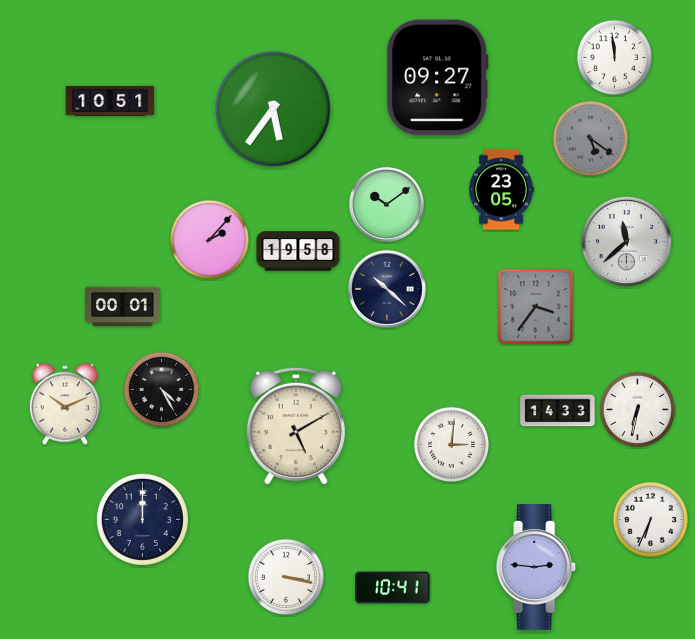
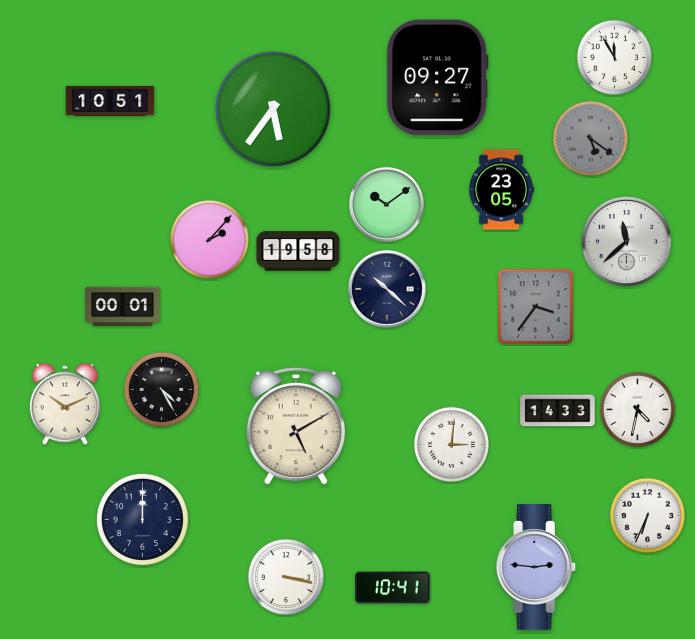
clock at (614, 57): 11:59 -> 11:55
clock at (637, 409): 6:32 -> 4:32
clock at (650, 519) position: (650, 519) -> (647, 515)
